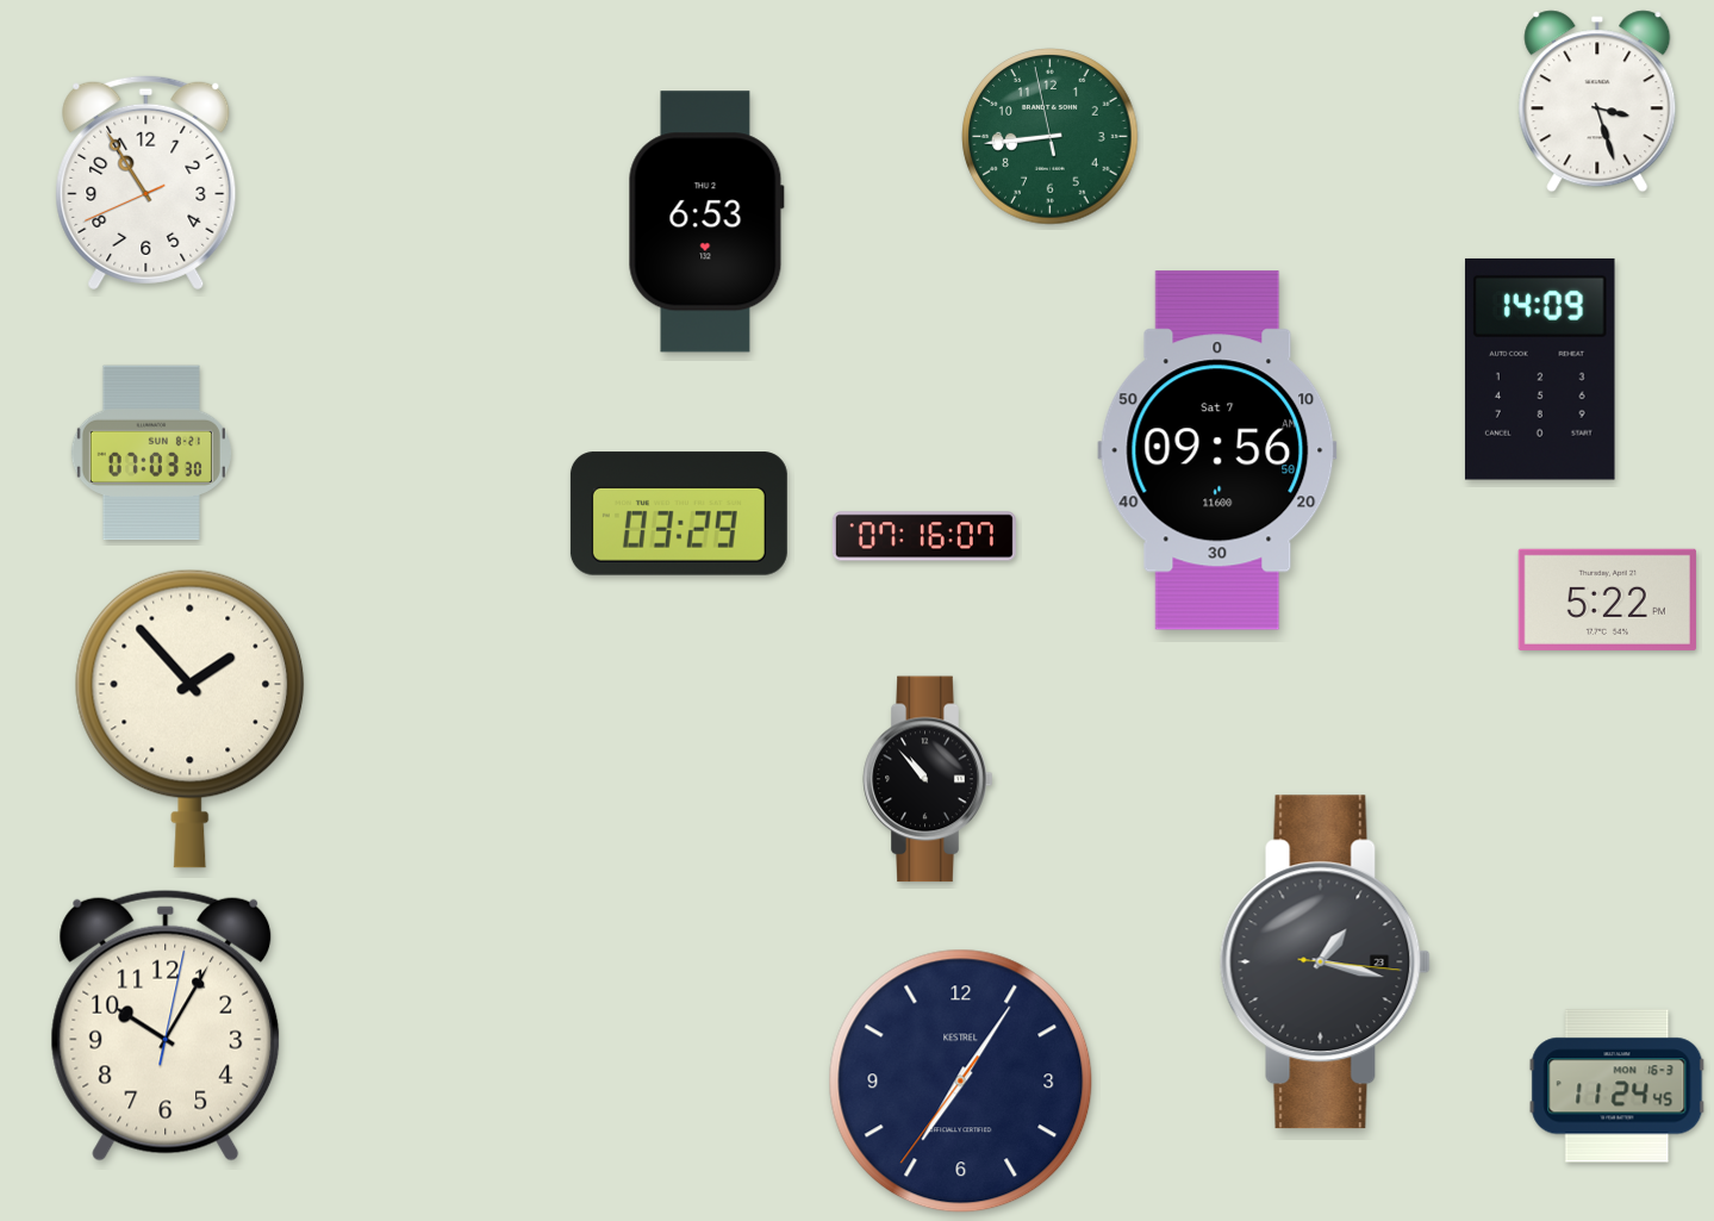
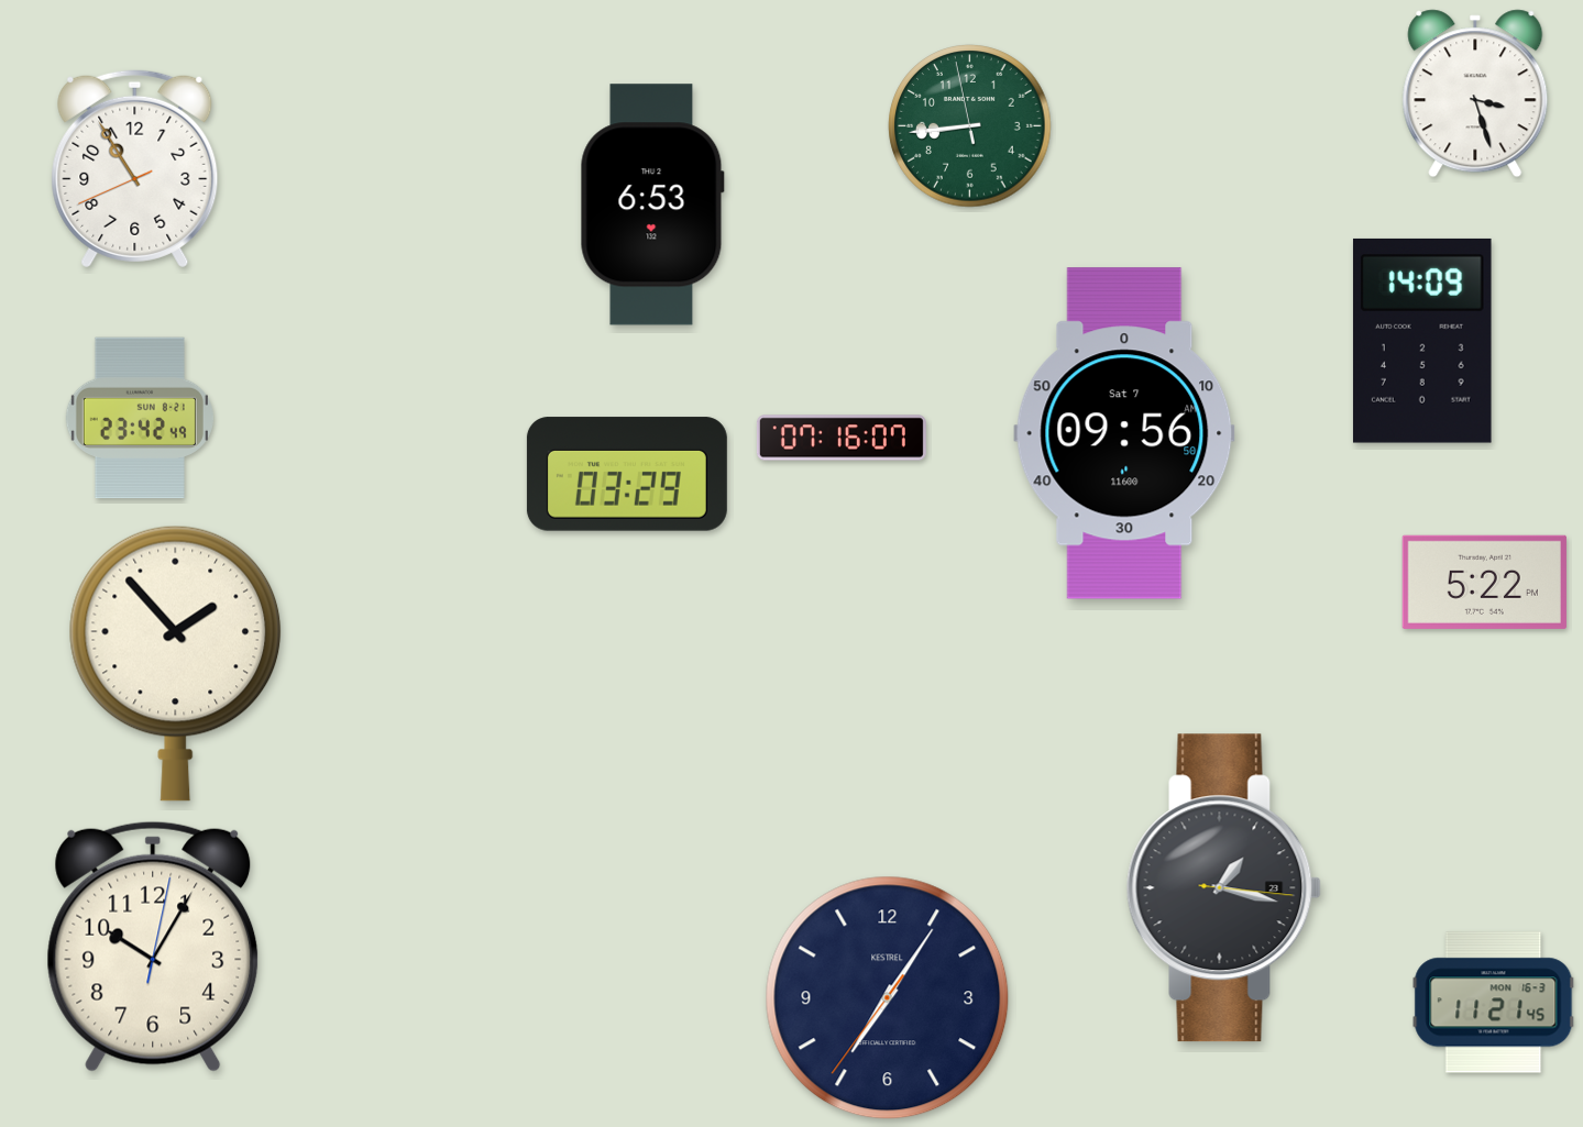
clock at (1217, 450) position: (1217, 450) -> (1124, 433)
clock at (151, 453): 07:03 -> 23:42
clock at (924, 536) position: (924, 536) -> (842, 438)
clock at (1607, 599) position: (1607, 599) -> (1484, 582)
clock at (928, 779): 10:53 -> none
clock at (1618, 1086): 11:24 -> 11:21
